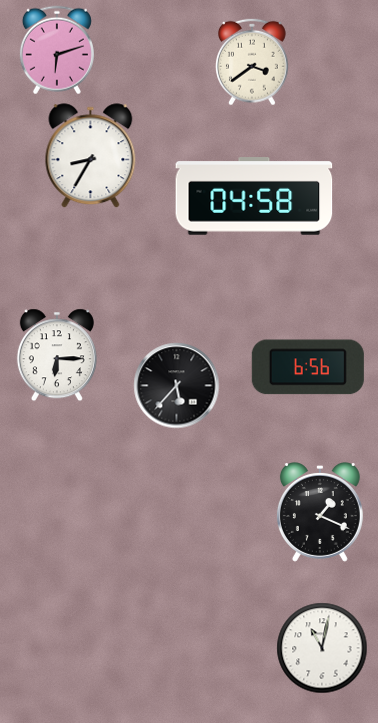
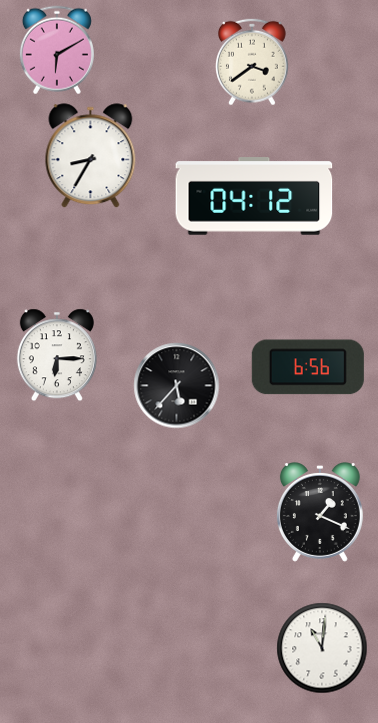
clock at (57, 50): 6:12 -> 6:10
clock at (254, 197): 04:58 -> 04:12
clock at (322, 648): 11:02 -> 11:01
